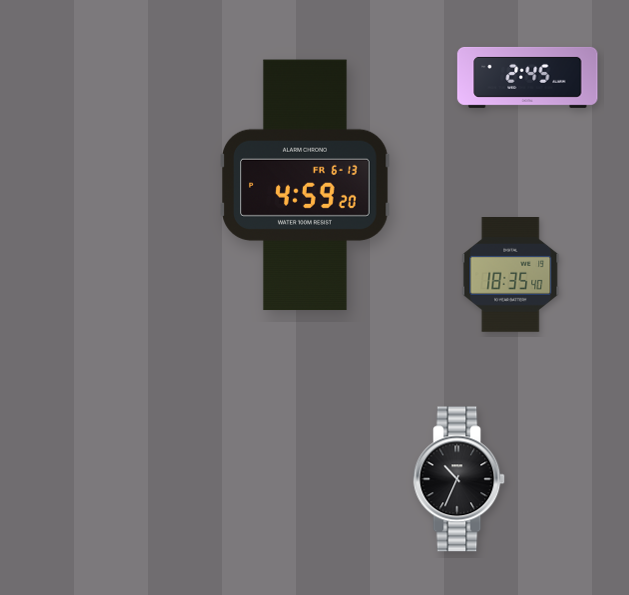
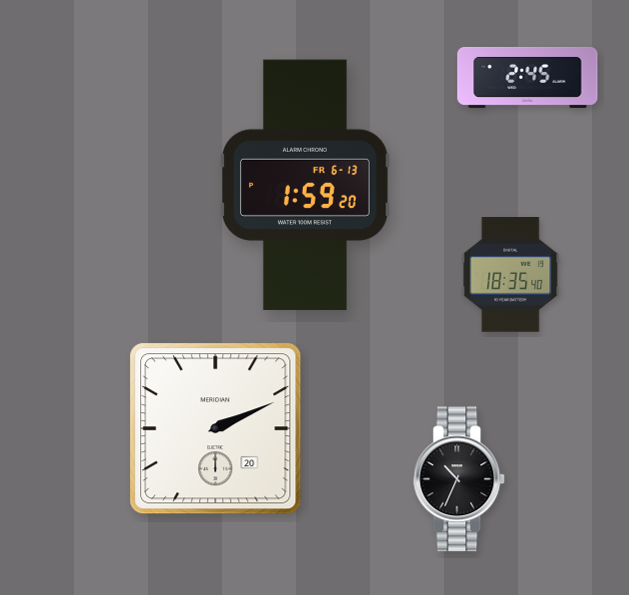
clock at (305, 185): 4:59 -> 1:59
clock at (216, 429): none -> 2:11
